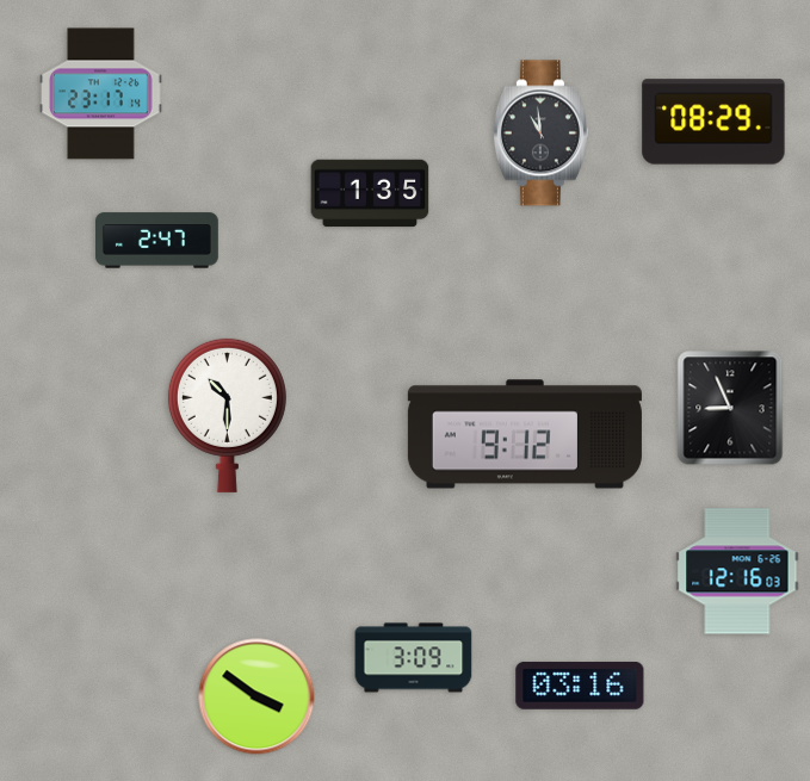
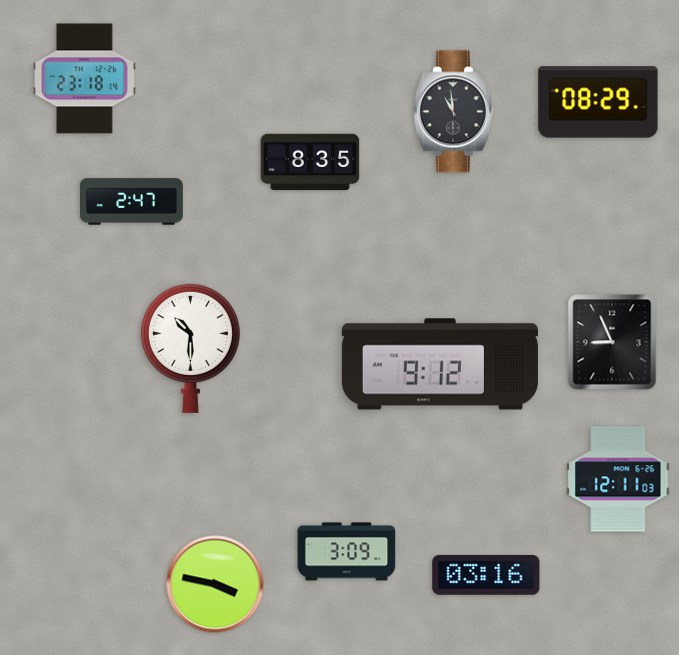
clock at (101, 94): 23:17 -> 23:18
clock at (370, 193): 1:35 -> 8:35
clock at (737, 571): 12:16 -> 12:11
clock at (256, 696): 3:51 -> 3:47
